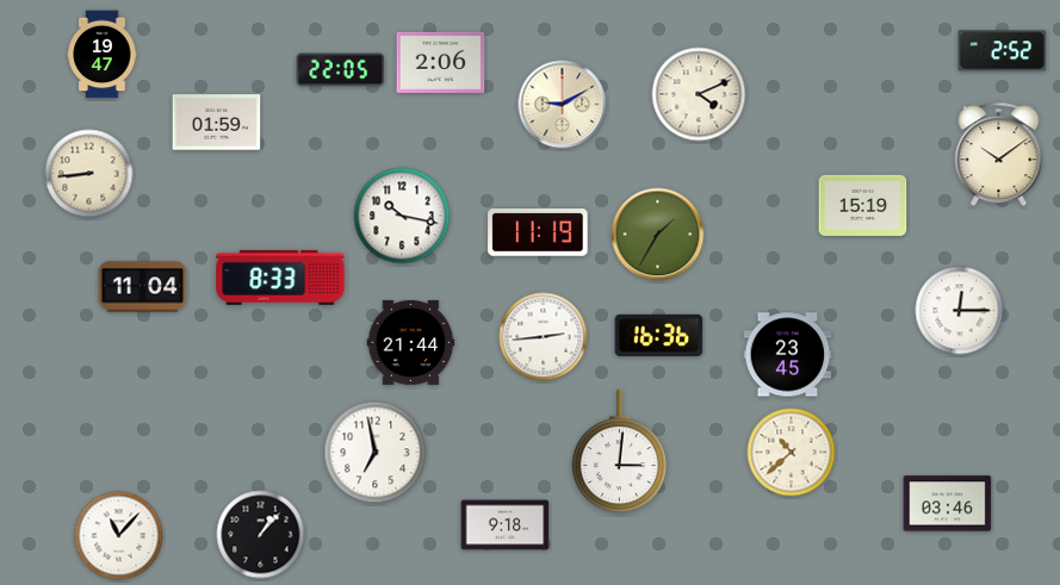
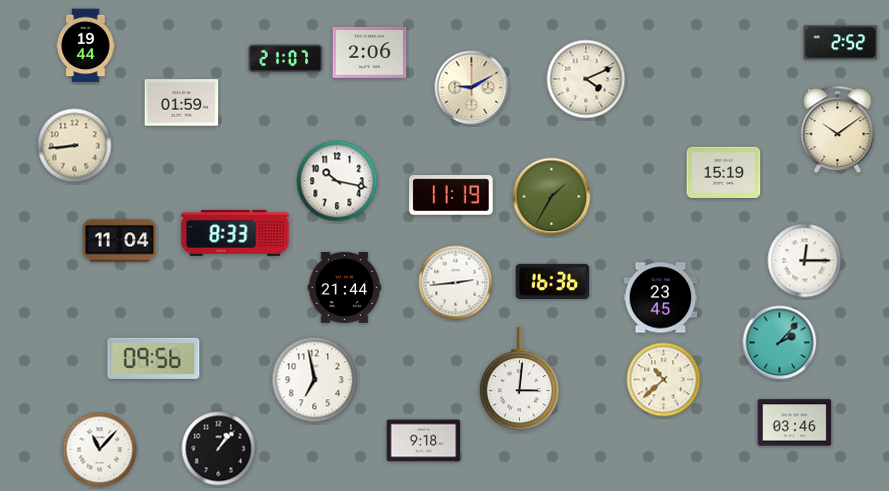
clock at (103, 55): 19:47 -> 19:44
clock at (341, 70): 22:05 -> 21:07
clock at (780, 343): none -> 2:07
clock at (154, 358): none -> 09:56
